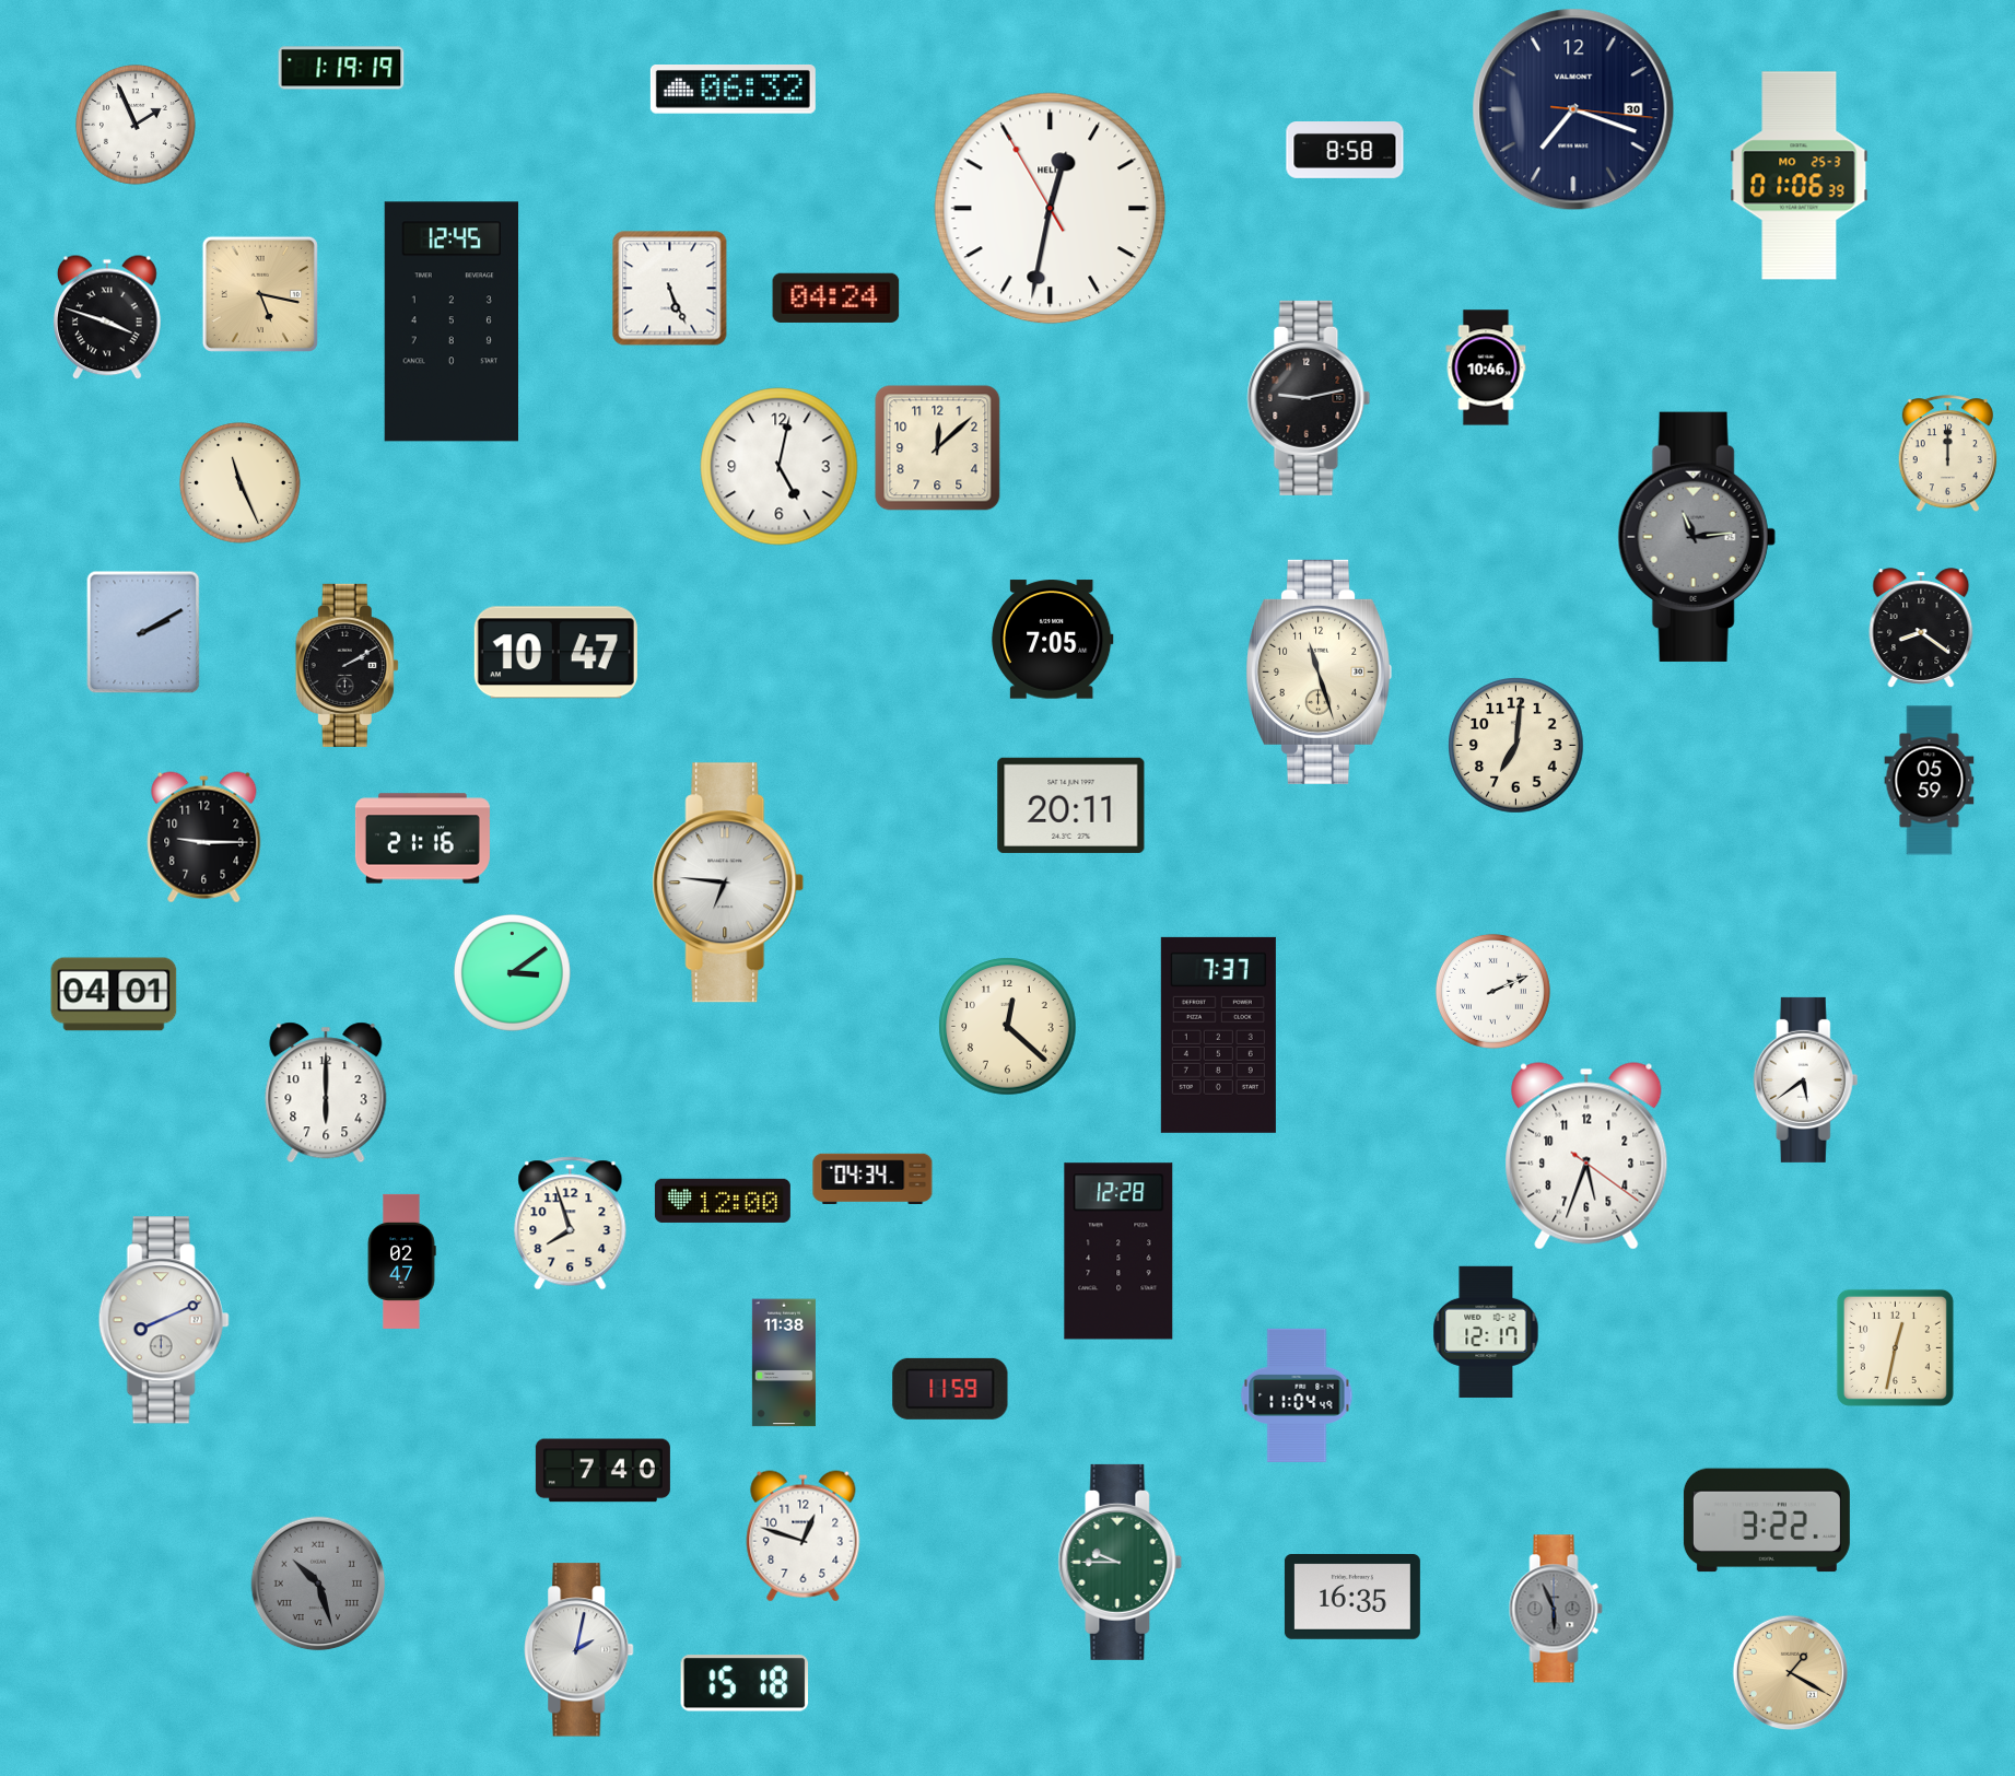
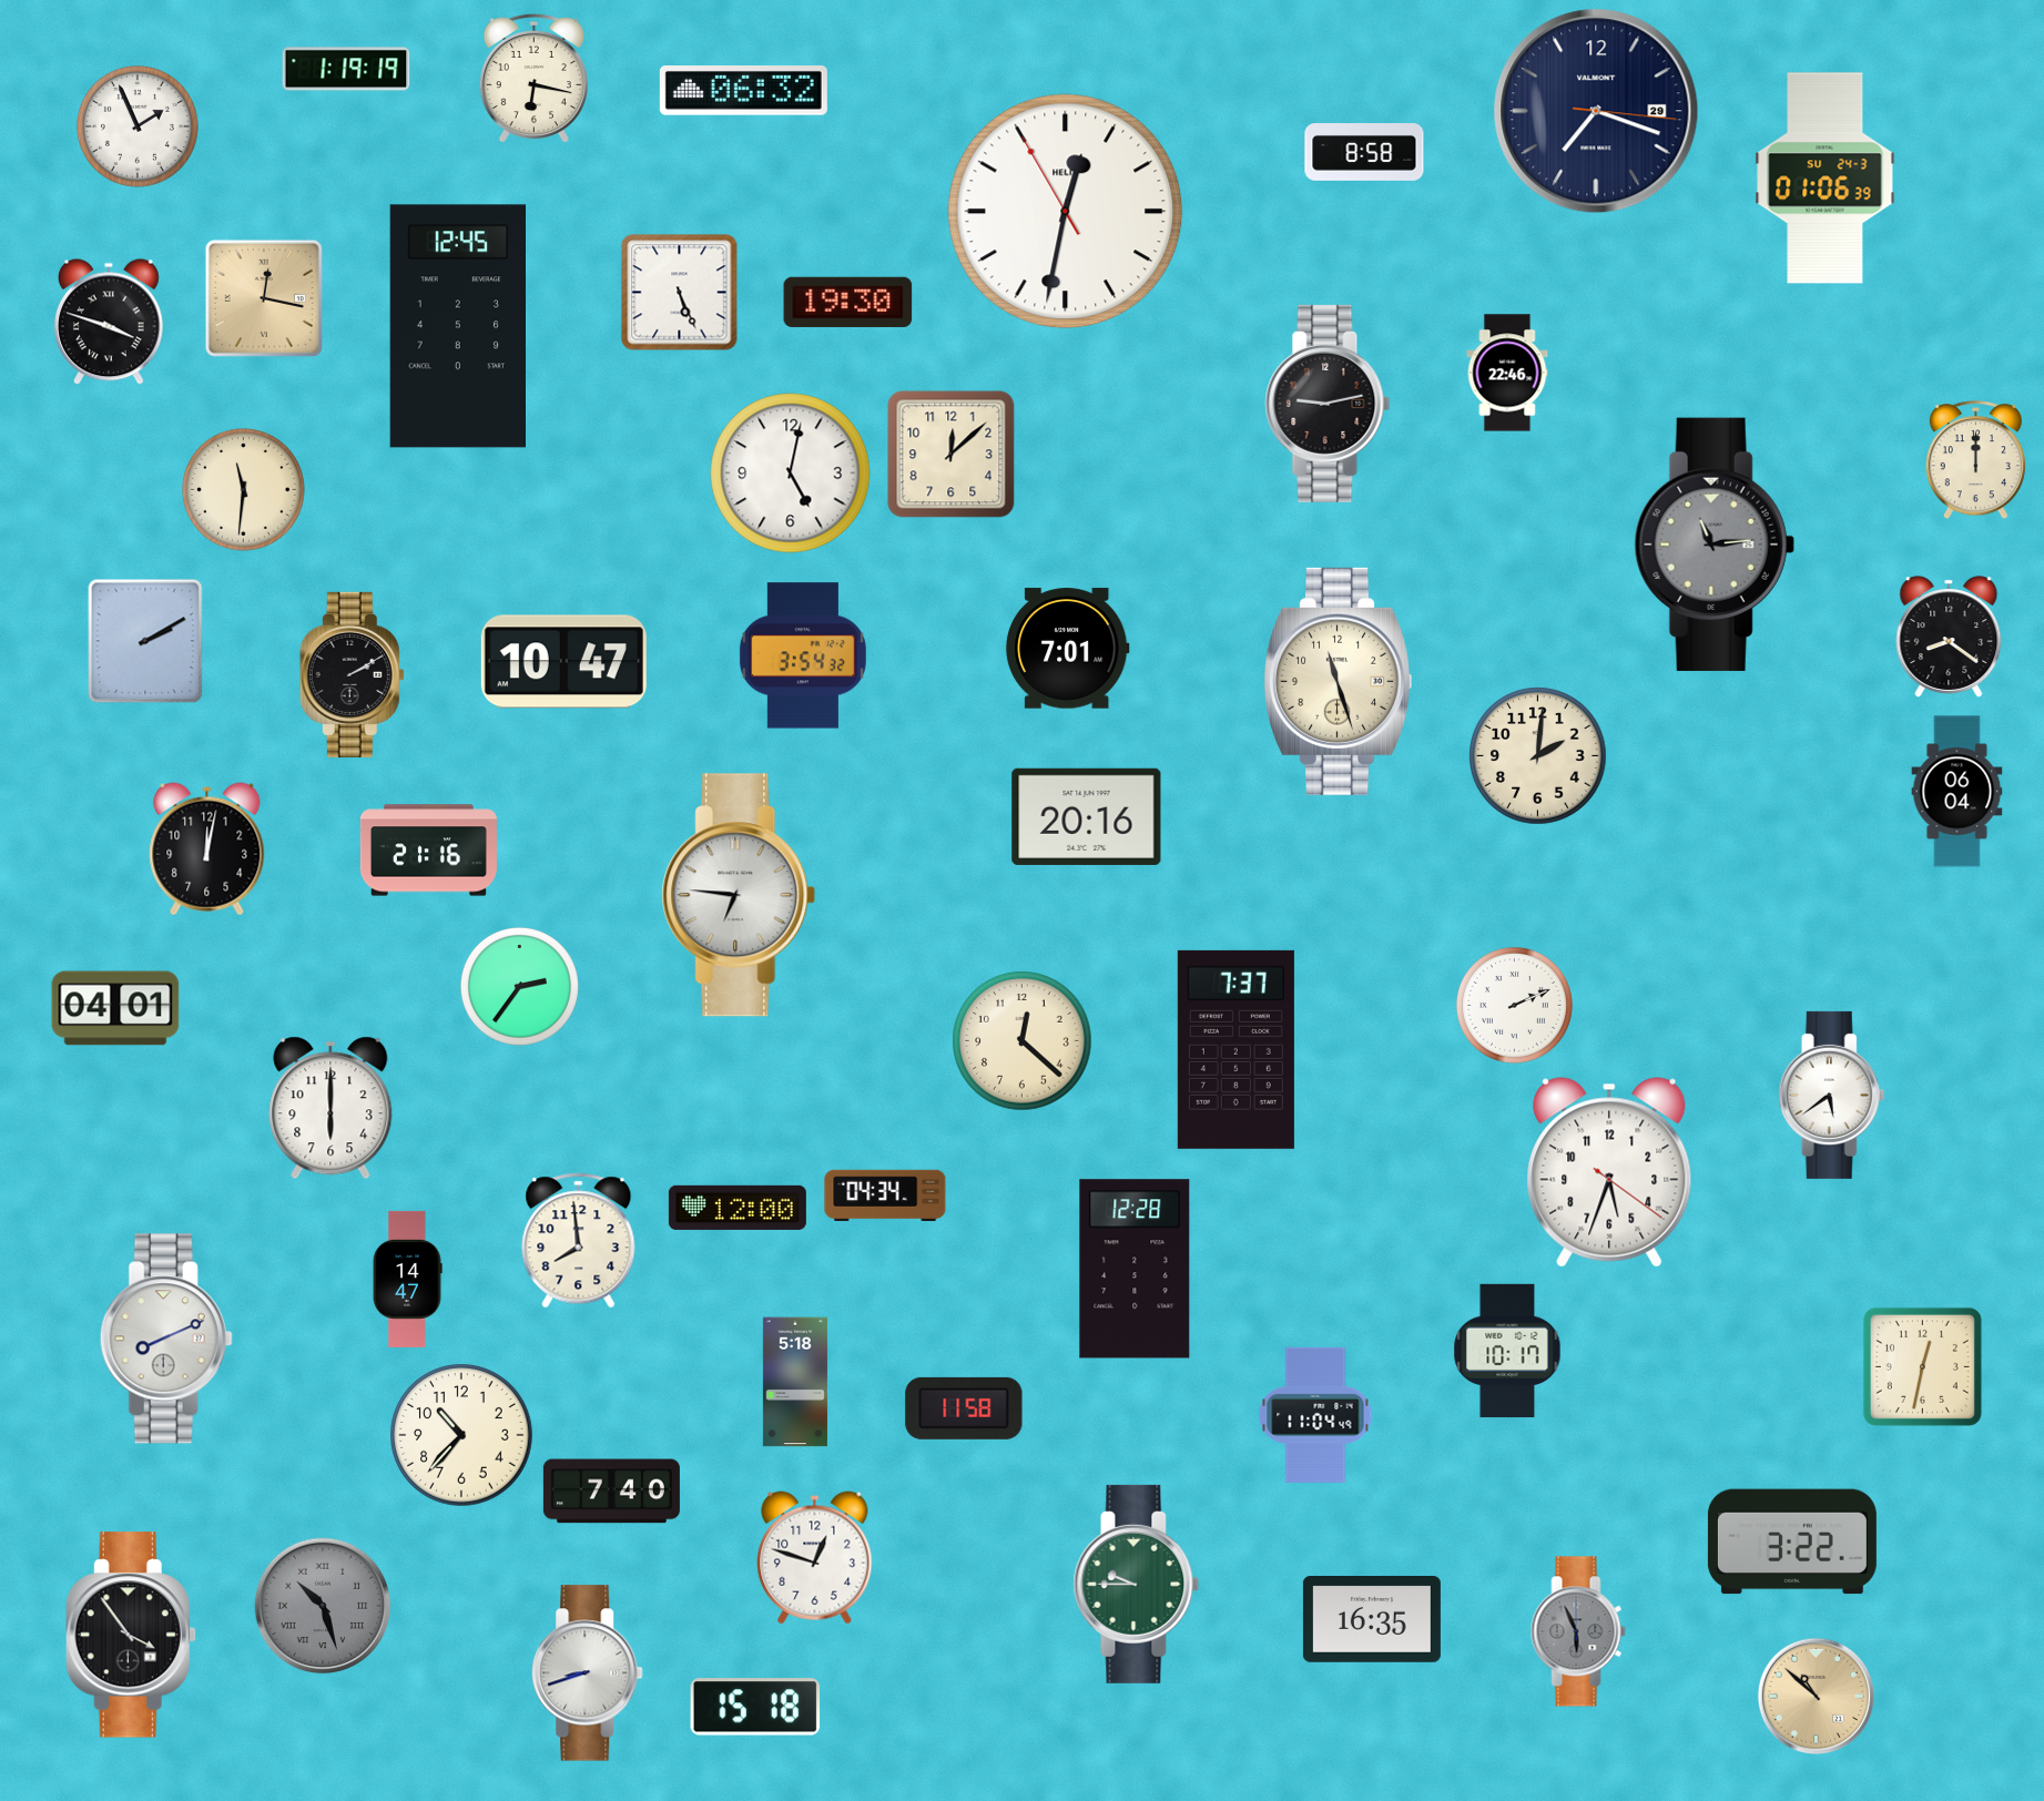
clock at (533, 79): none -> 6:17
clock at (1573, 109) date: 30 -> 29
clock at (1800, 176) date: MO 25-3 -> SU 24-3
clock at (260, 294): 5:17 -> 12:17
clock at (836, 297): 04:24 -> 19:30
clock at (1486, 367): 10:46 -> 22:46
clock at (239, 482): 11:26 -> 11:31
clock at (1697, 537) position: (1697, 537) -> (1715, 545)
clock at (1052, 640): 7:05 -> 7:01
clock at (803, 655): none -> 3:54
clock at (1516, 746): 7:01 -> 2:01
clock at (1930, 781): 05:59 -> 06:04
clock at (1071, 805): 20:11 -> 20:16
clock at (204, 838): 9:15 -> 12:02
clock at (512, 972): 3:09 -> 2:36
clock at (723, 1201) position: (723, 1201) -> (738, 1208)
clock at (571, 1224): 7:57 -> 7:59
clock at (401, 1261): 02:47 -> 14:47
clock at (1486, 1332): 12:17 -> 10:17
clock at (784, 1363): 11:38 -> 5:18
clock at (950, 1389): 11:59 -> 11:58
clock at (461, 1435): none -> 10:37
clock at (131, 1635): none -> 3:54
clock at (579, 1650): 2:02 -> 8:42
clock at (1790, 1672): 1:20 -> 10:52
